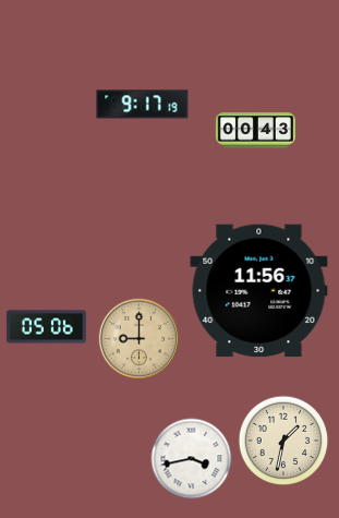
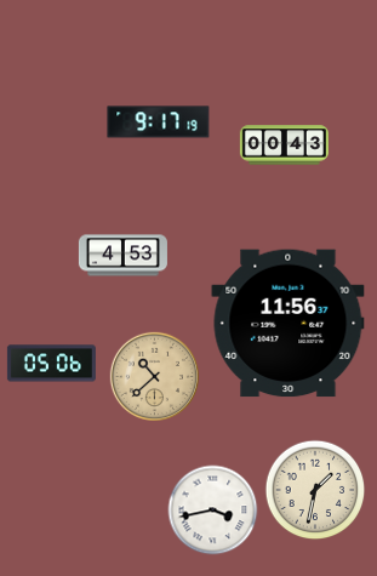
clock at (143, 105) position: (143, 105) -> (159, 122)
clock at (122, 256): none -> 4:53
clock at (140, 339): 9:00 -> 10:38
